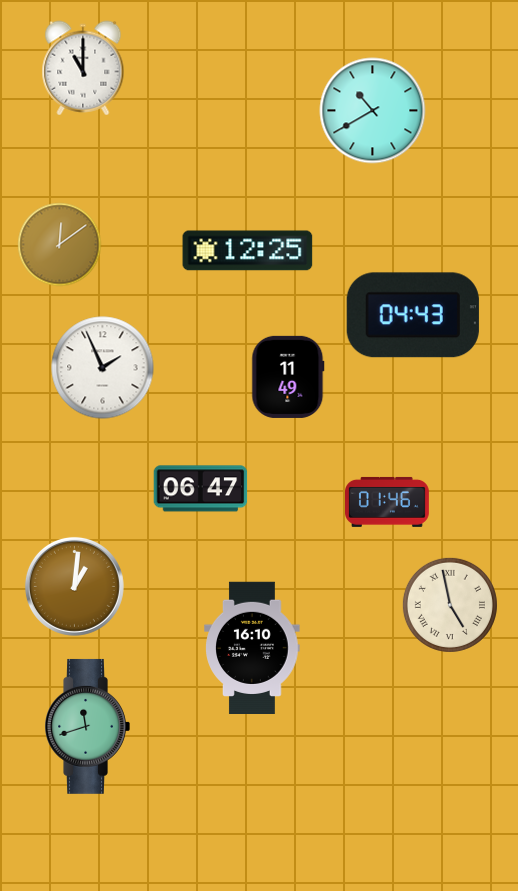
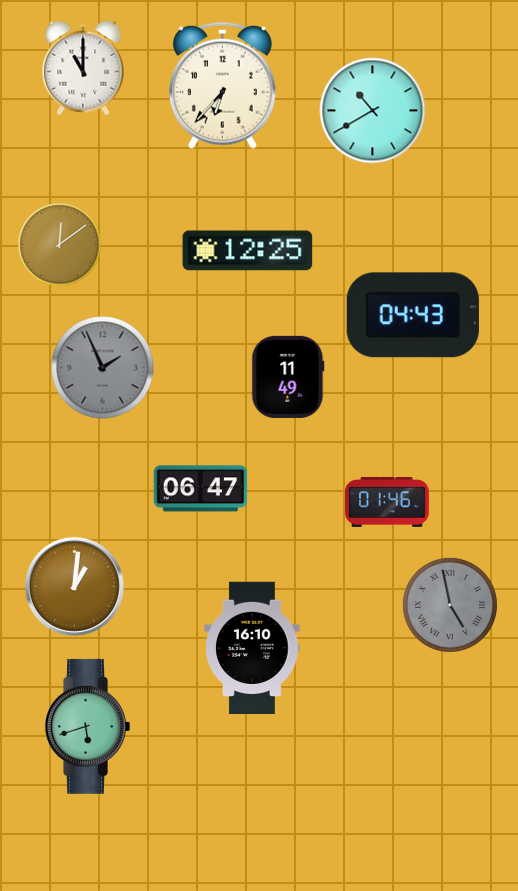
clock at (222, 85): none -> 6:37
clock at (103, 368) dial: white -> grey
clock at (450, 605) dial: cream -> grey
clock at (87, 726): 11:42 -> 5:42
